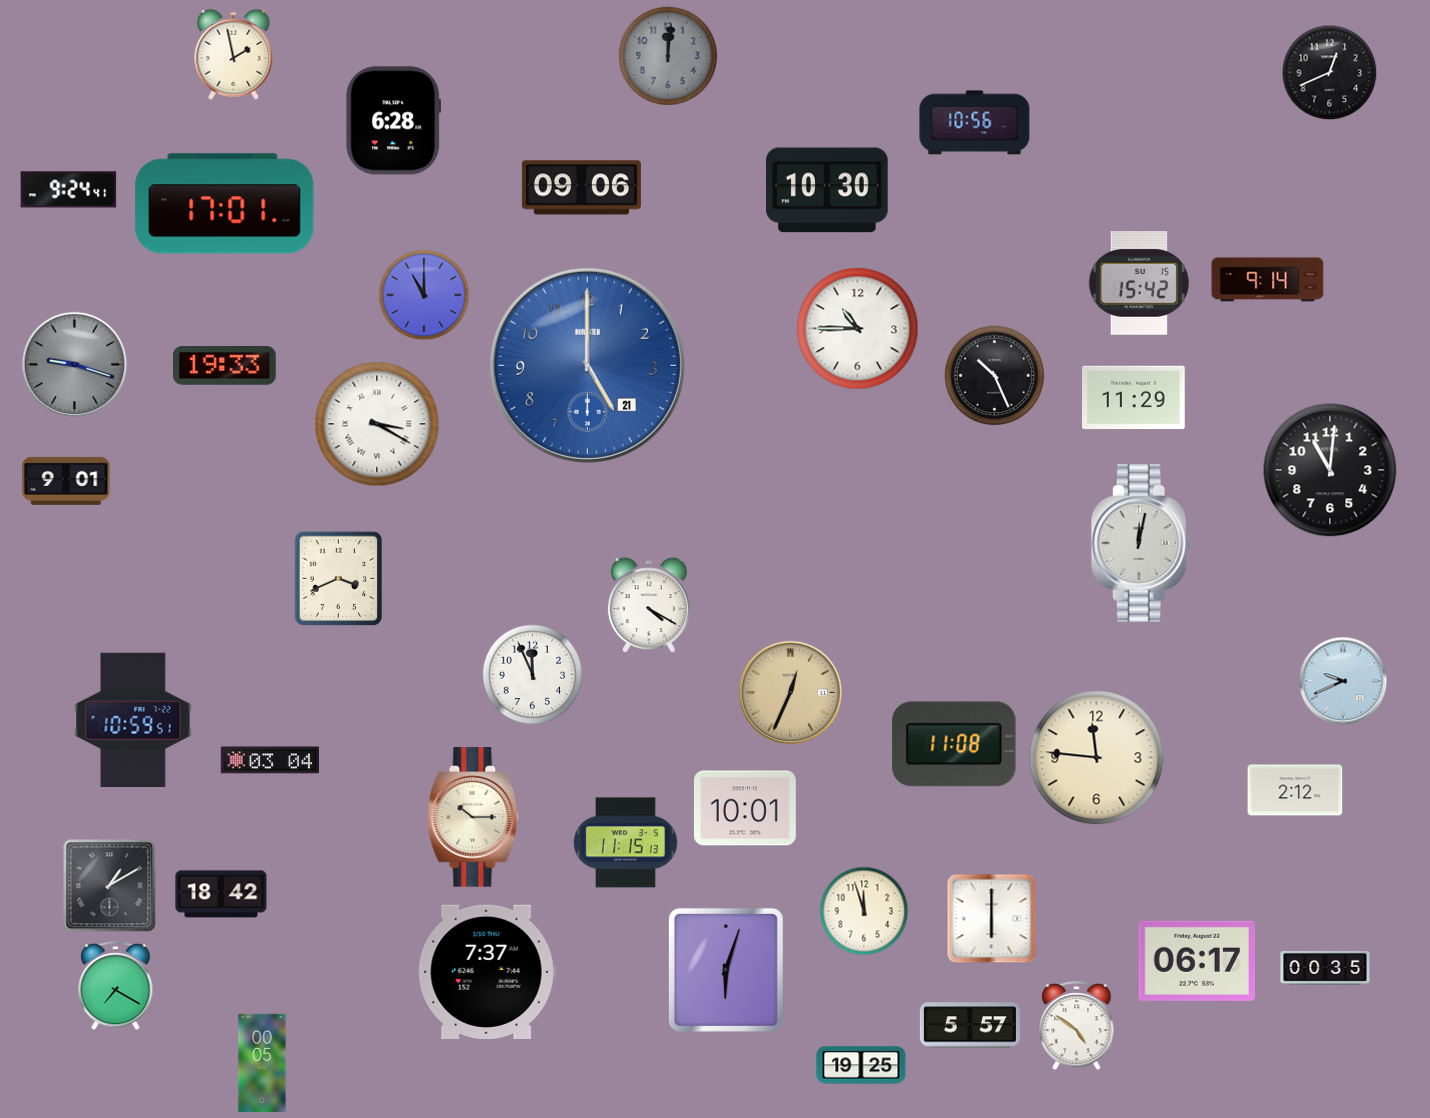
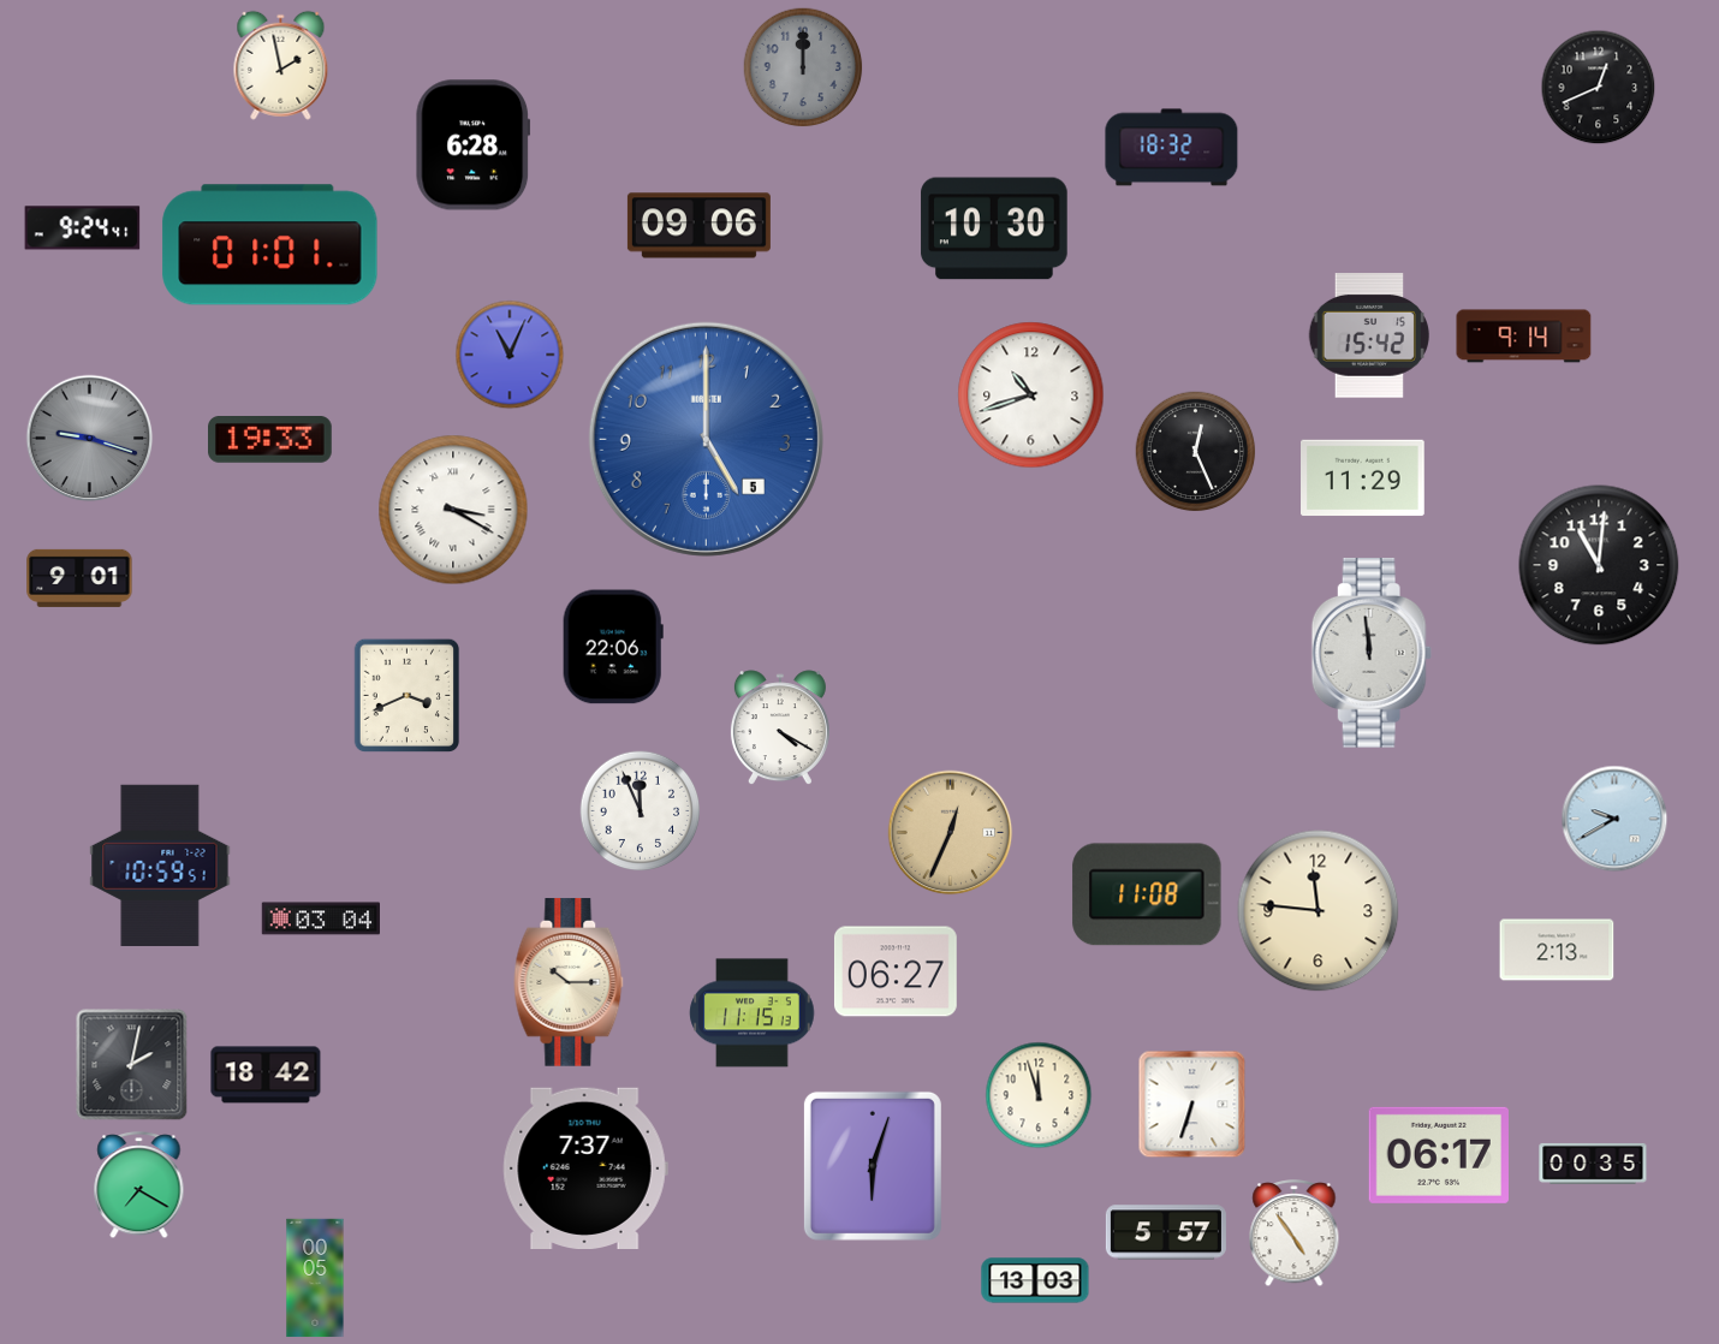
clock at (668, 56): 12:01 -> 12:00
clock at (975, 123): 10:56 -> 18:32
clock at (225, 204): 17:01 -> 01:01
clock at (1139, 283) position: (1139, 283) -> (1369, 335)
clock at (424, 295): 11:00 -> 11:04
clock at (858, 329): 10:45 -> 10:42
clock at (587, 365) date: 21 -> 5
clock at (995, 376): 10:26 -> 12:26
clock at (613, 647): none -> 22:06
clock at (1141, 544): 12:02 -> 11:59
clock at (1343, 681): 9:41 -> 9:40
clock at (269, 760) position: (269, 760) -> (320, 918)
clock at (1295, 790): 2:12 -> 2:13
clock at (745, 808): 10:01 -> 06:27
clock at (110, 886): 1:10 -> 2:02
clock at (992, 919): 6:00 -> 6:33
clock at (1077, 1027): 4:51 -> 4:54
clock at (861, 1065): 19:25 -> 13:03
